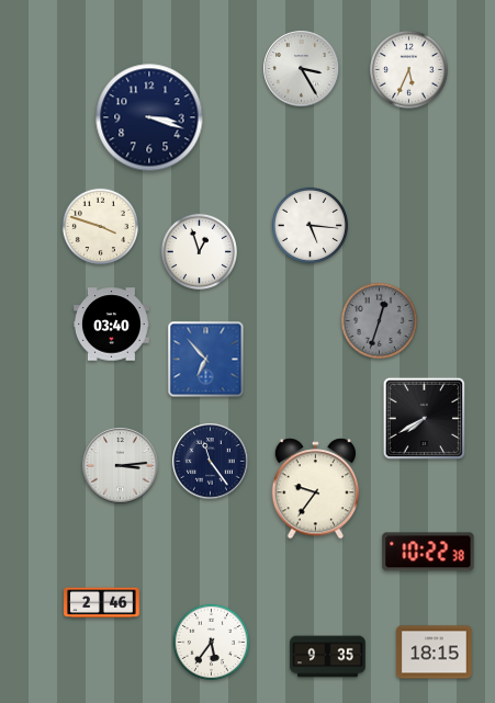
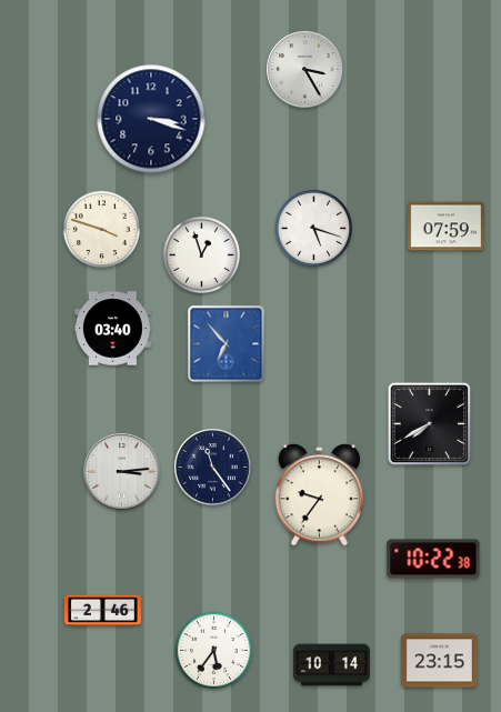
clock at (408, 69): 5:34 -> none
clock at (447, 227): none -> 07:59
clock at (310, 225): 5:16 -> 5:18
clock at (379, 320): 12:33 -> none
clock at (206, 360) position: (206, 360) -> (227, 344)
clock at (435, 653): 18:15 -> 23:15
clock at (328, 657): 9:35 -> 10:14
